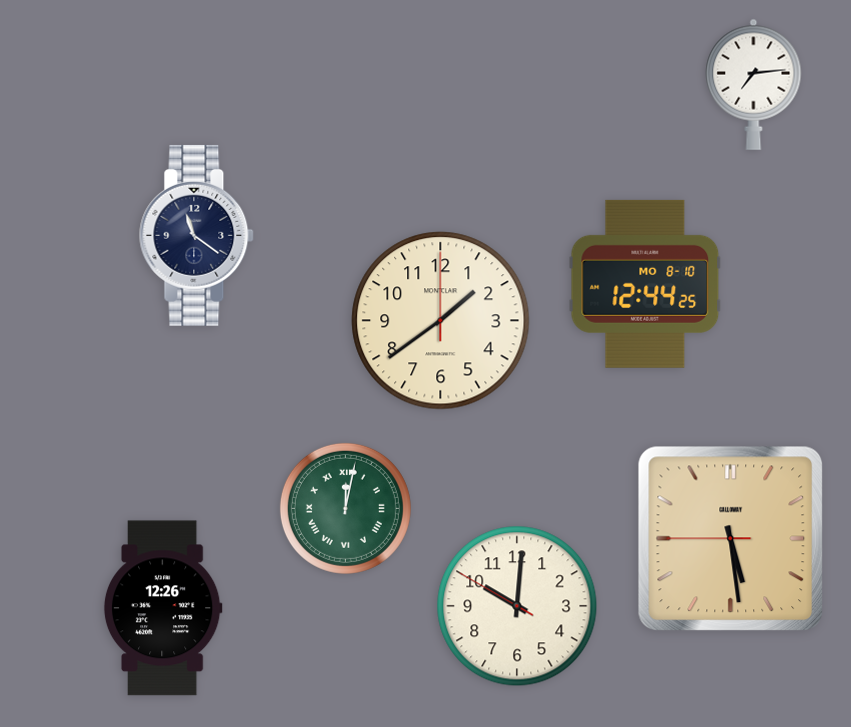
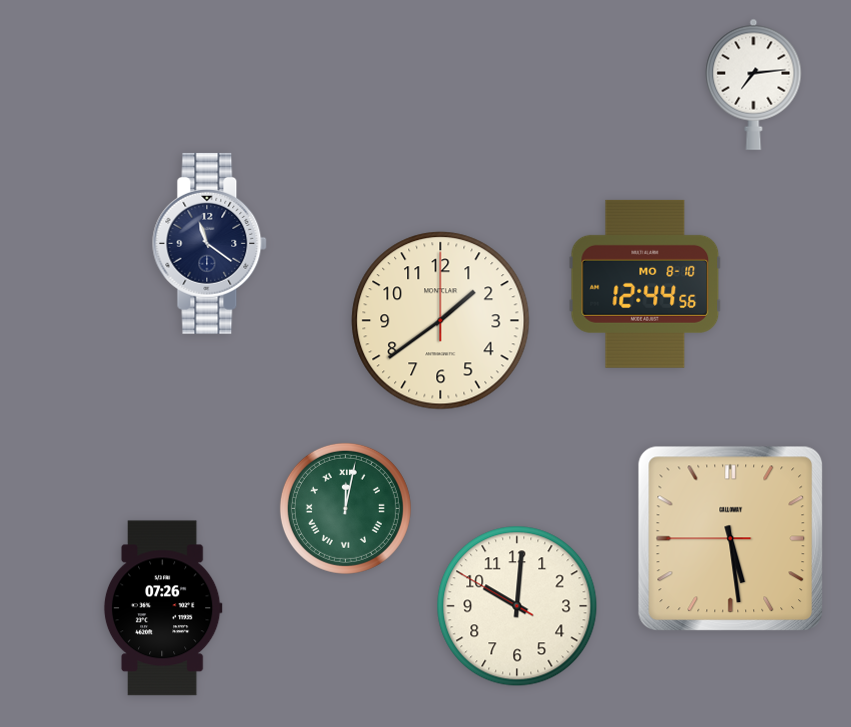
clock at (197, 235) position: (197, 235) -> (210, 243)
clock at (645, 284): 12:44:25 -> 12:44:56
clock at (163, 608): 12:26 -> 07:26
